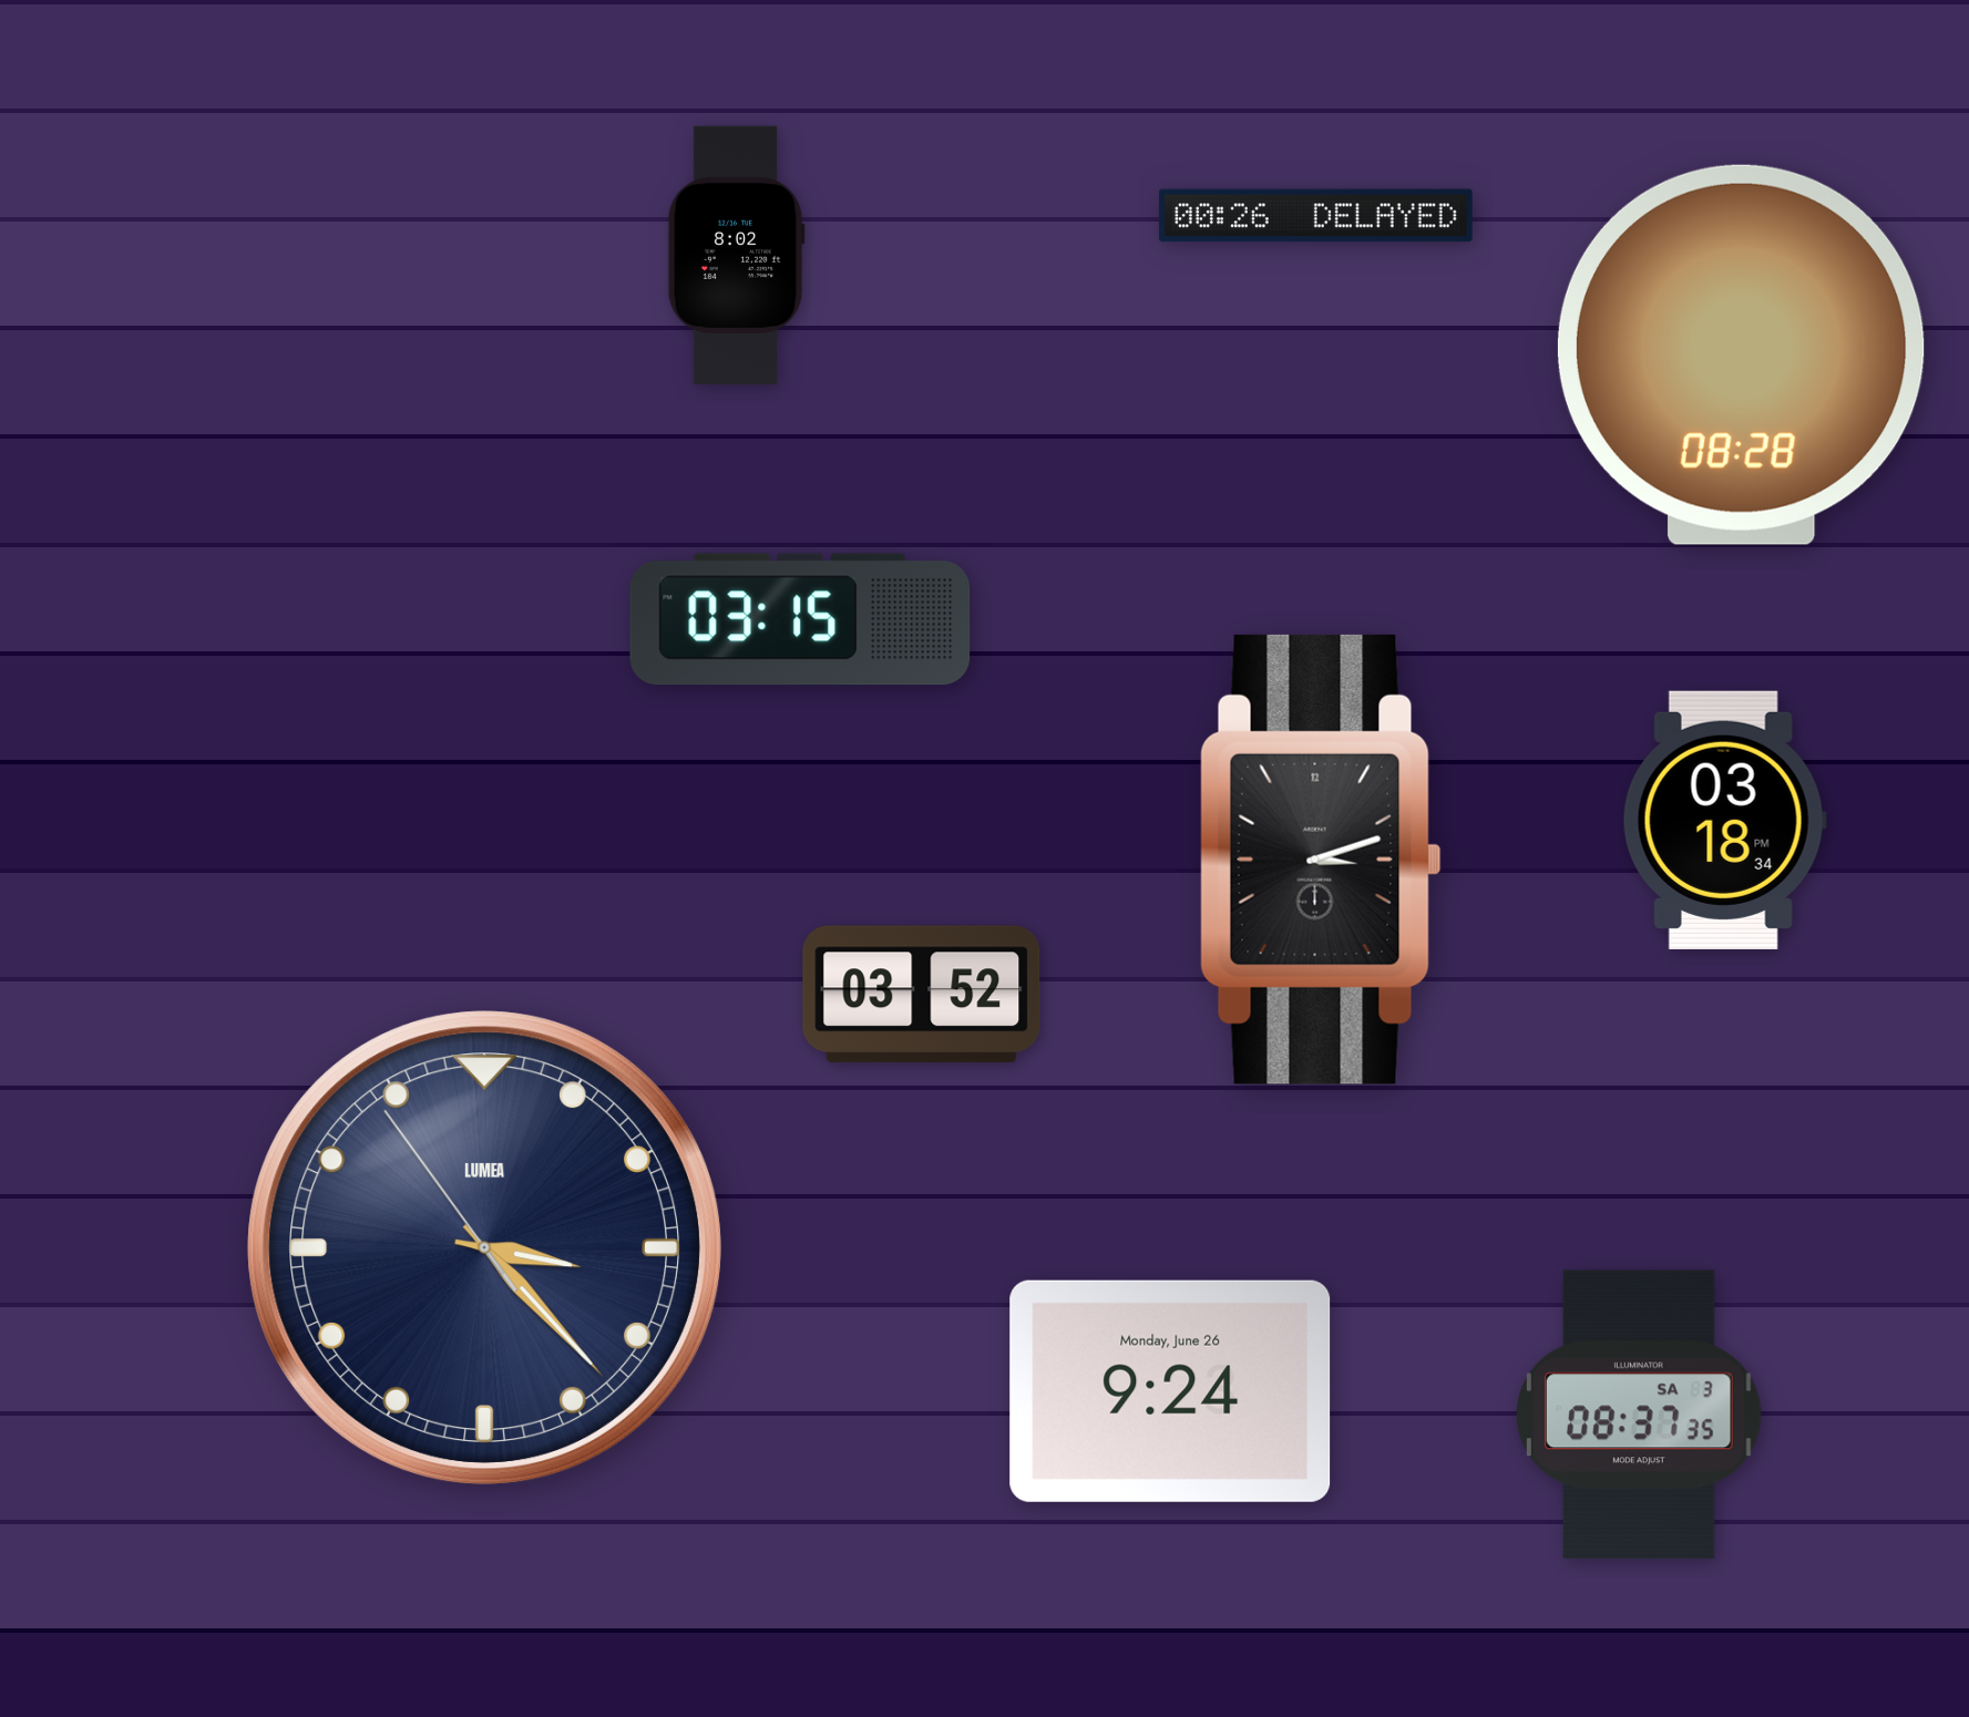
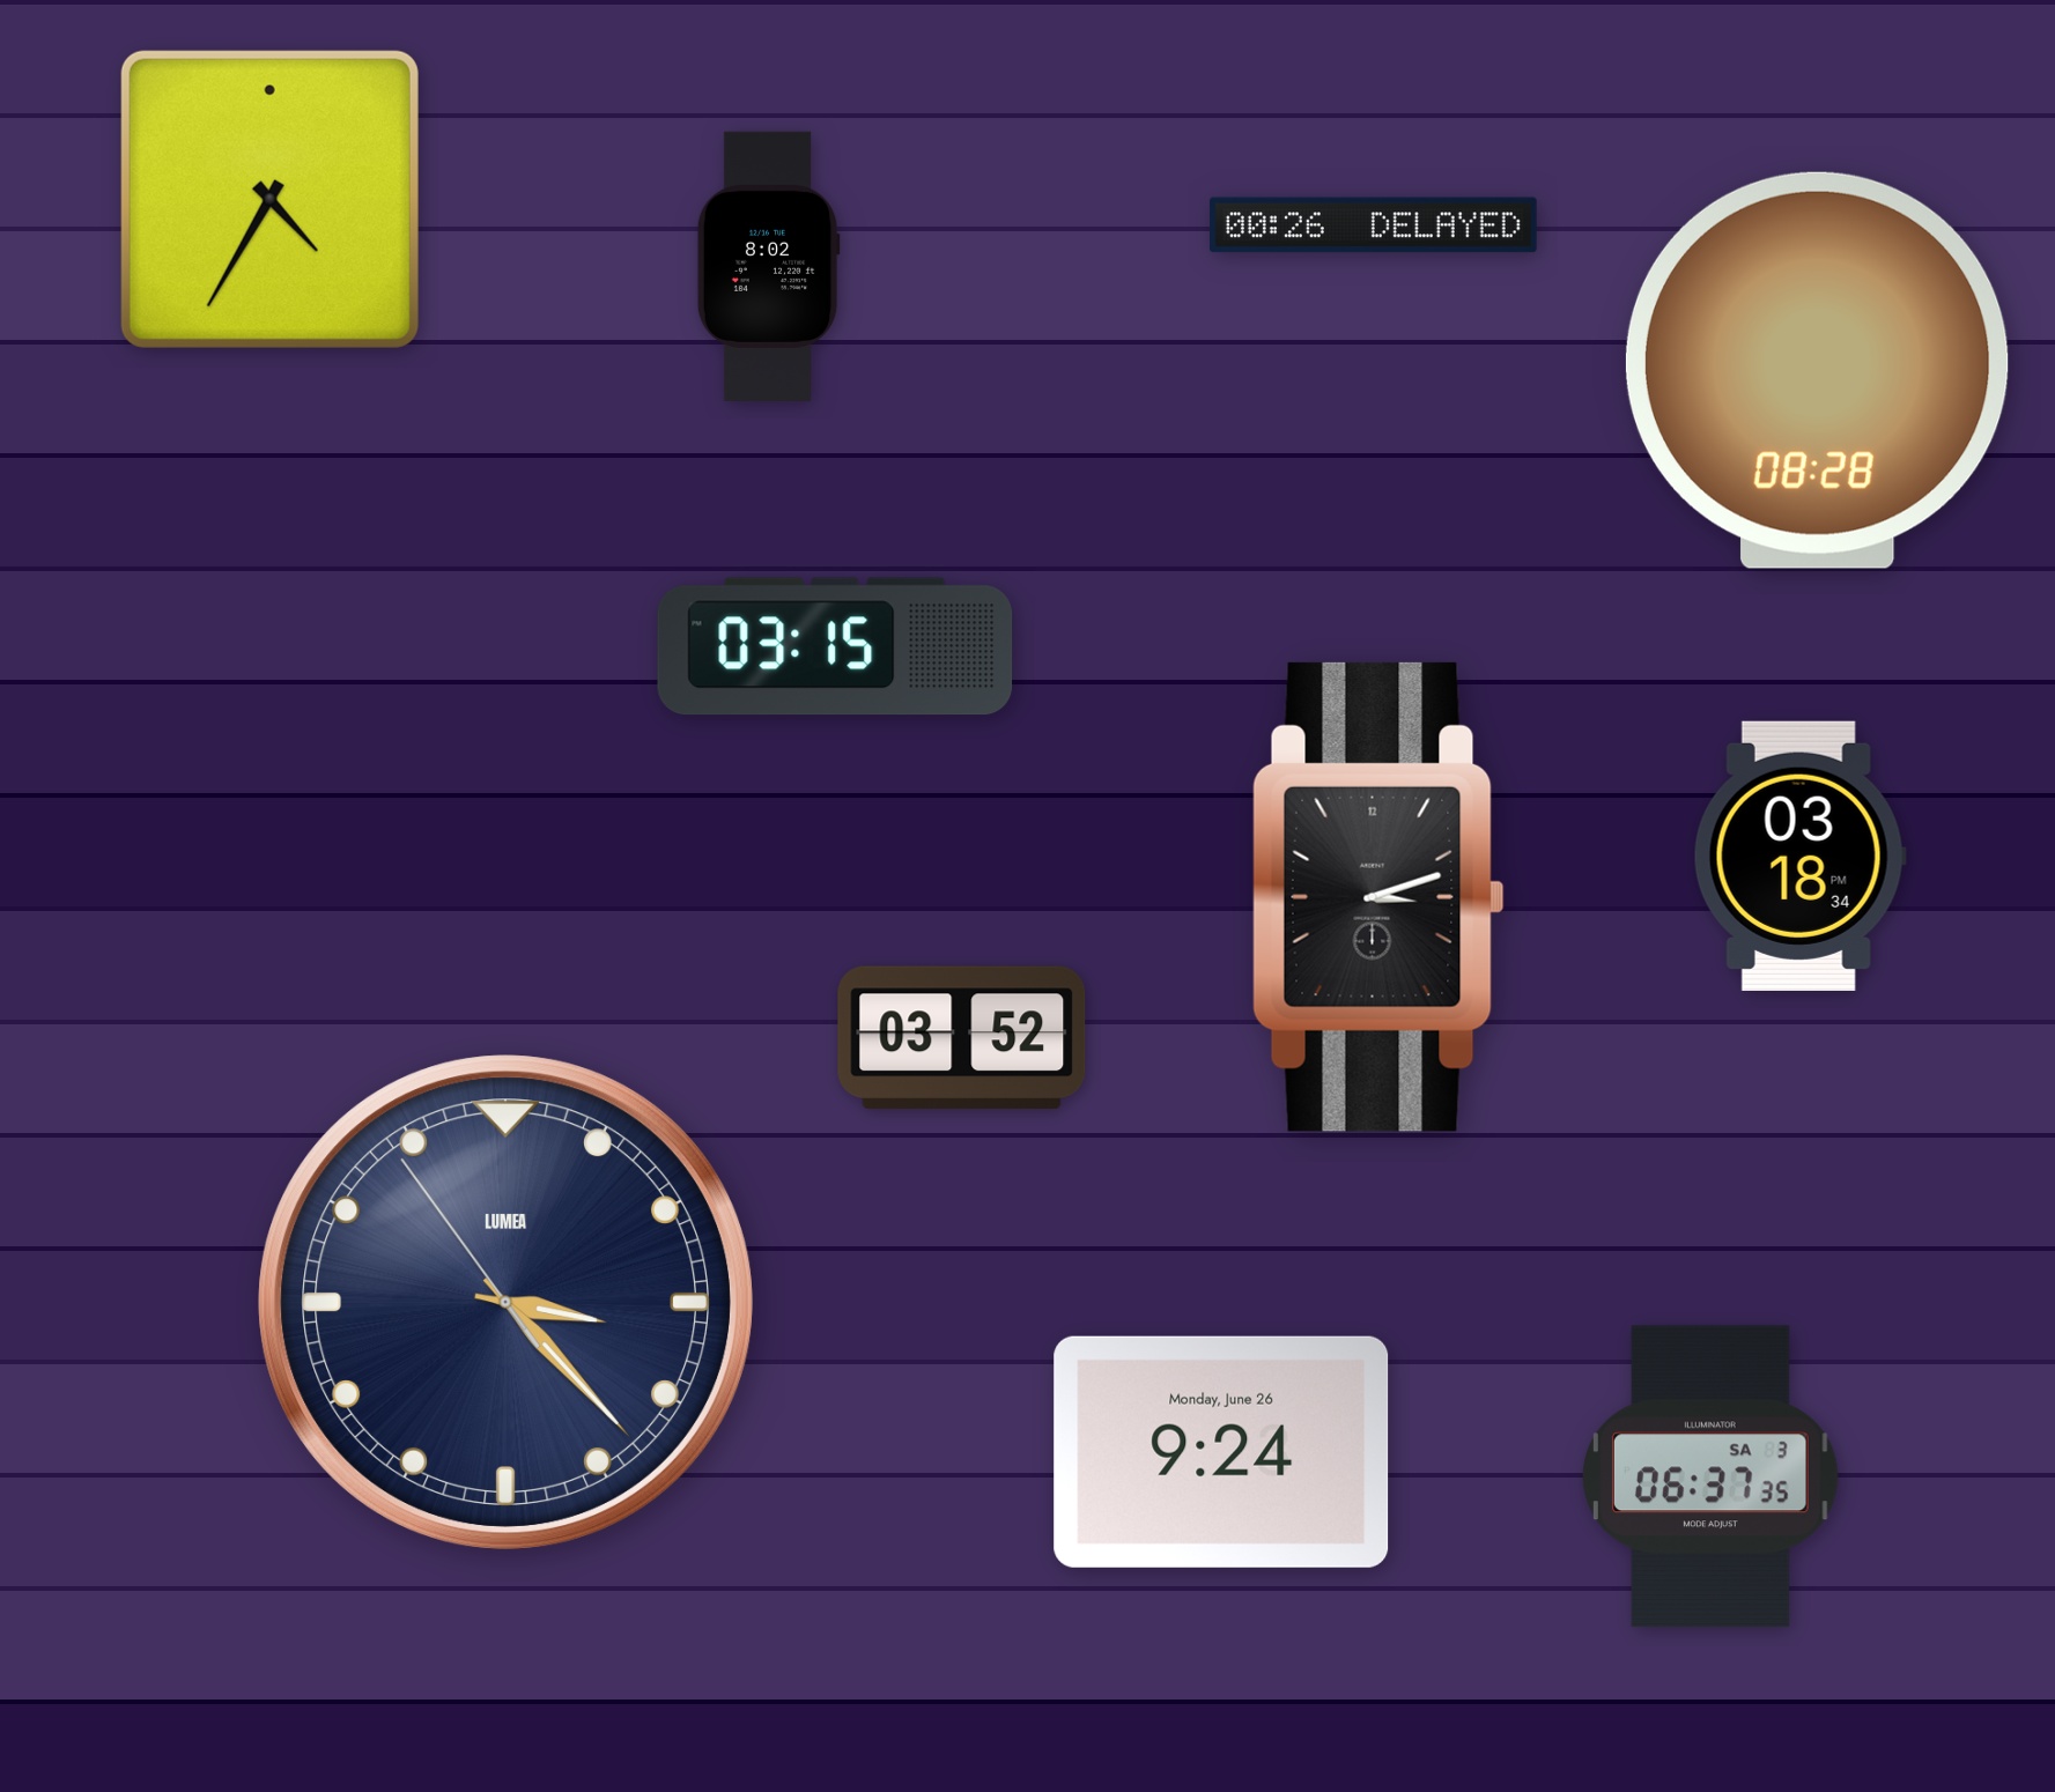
clock at (269, 199): none -> 4:35
clock at (1640, 1415): 08:37 -> 06:37
